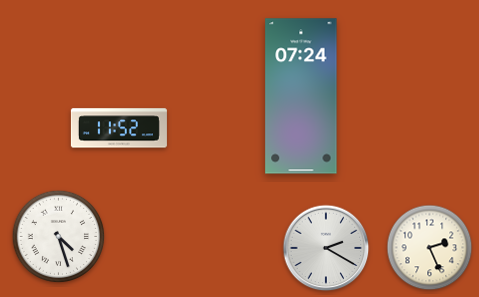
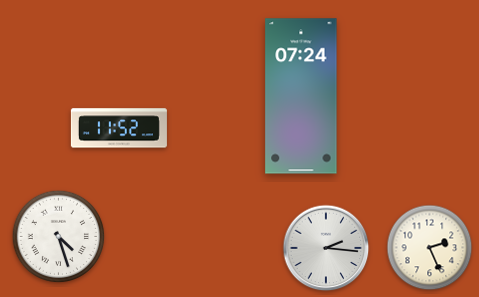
clock at (326, 248): 2:20 -> 2:16
